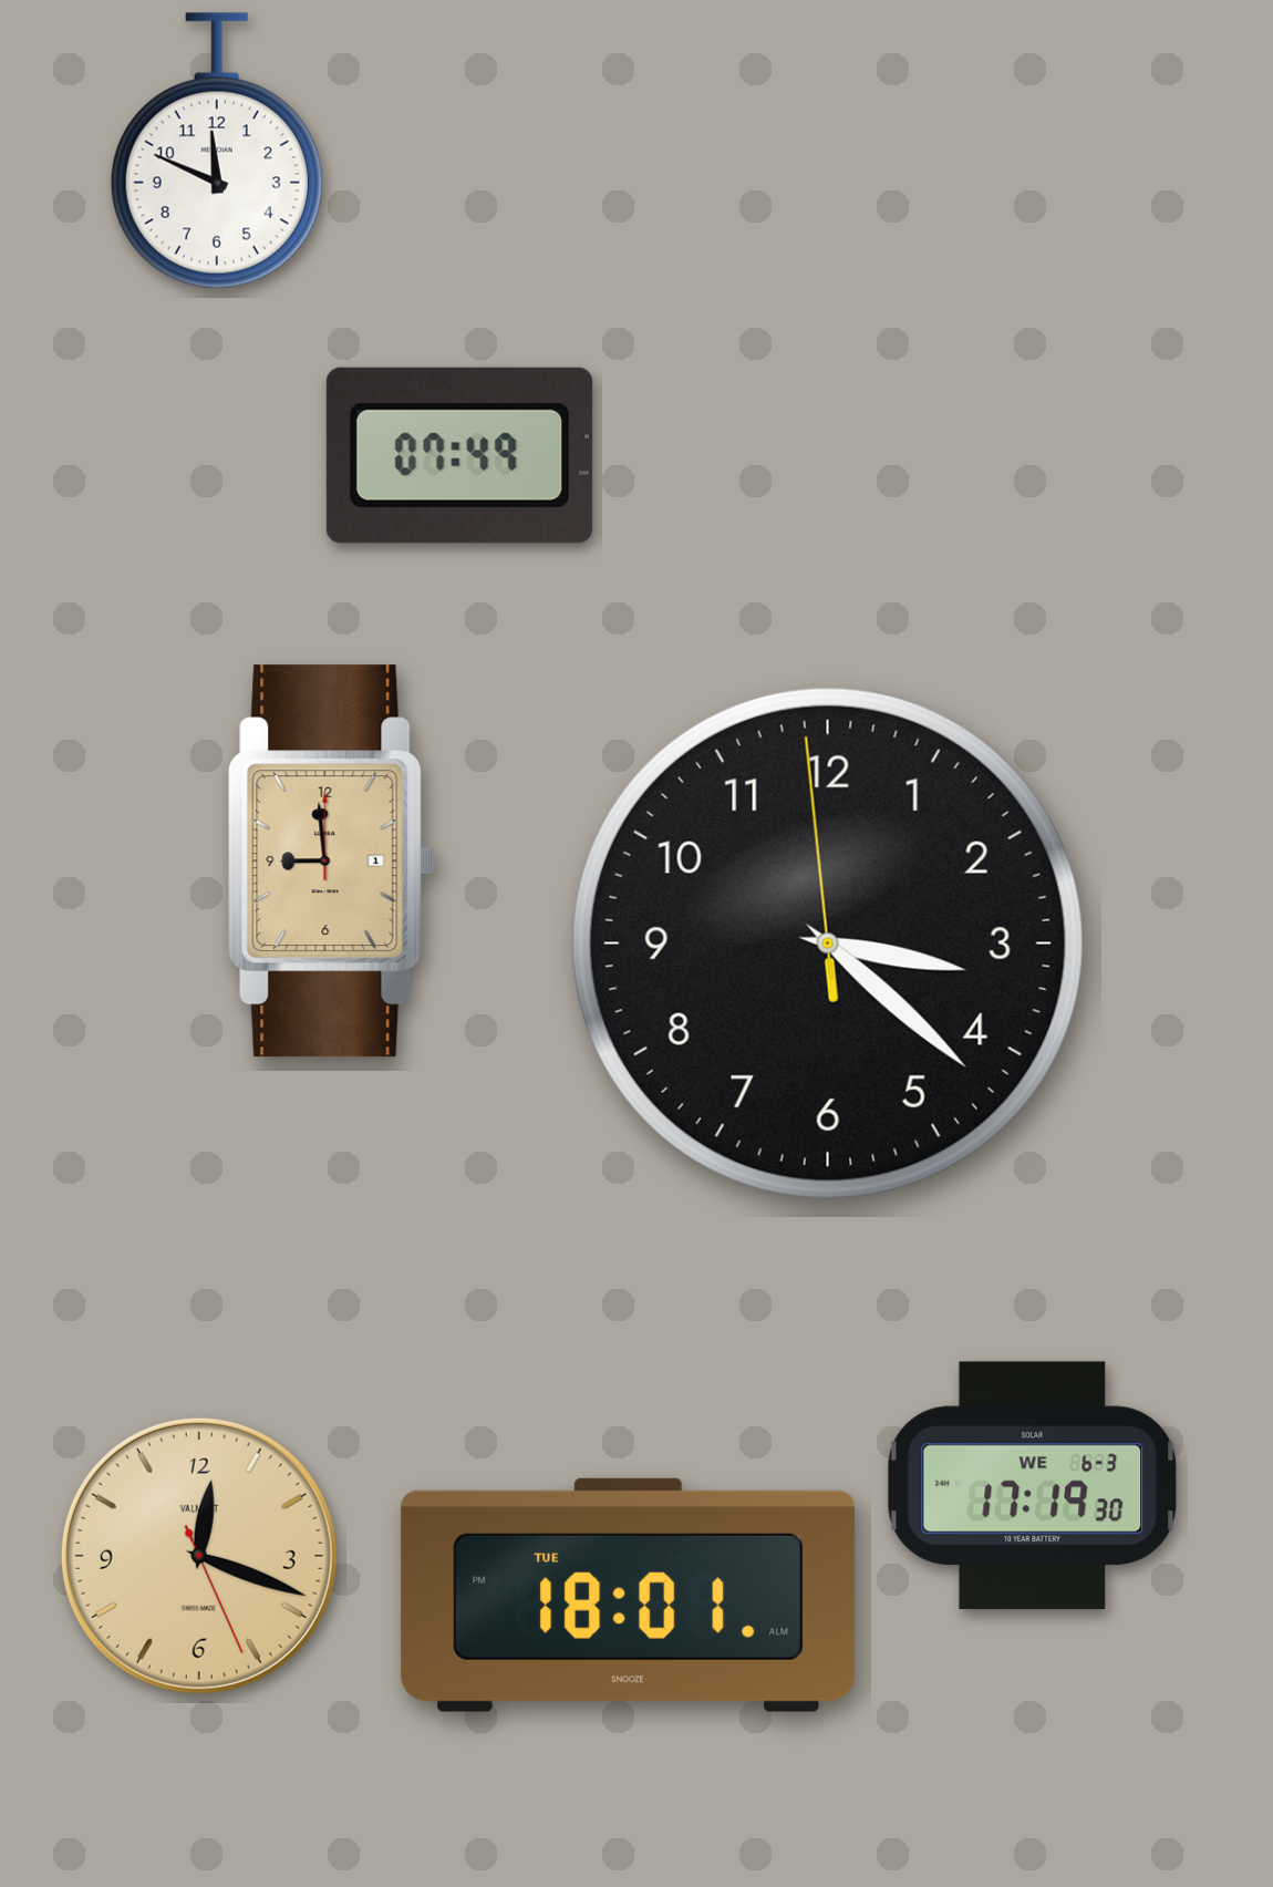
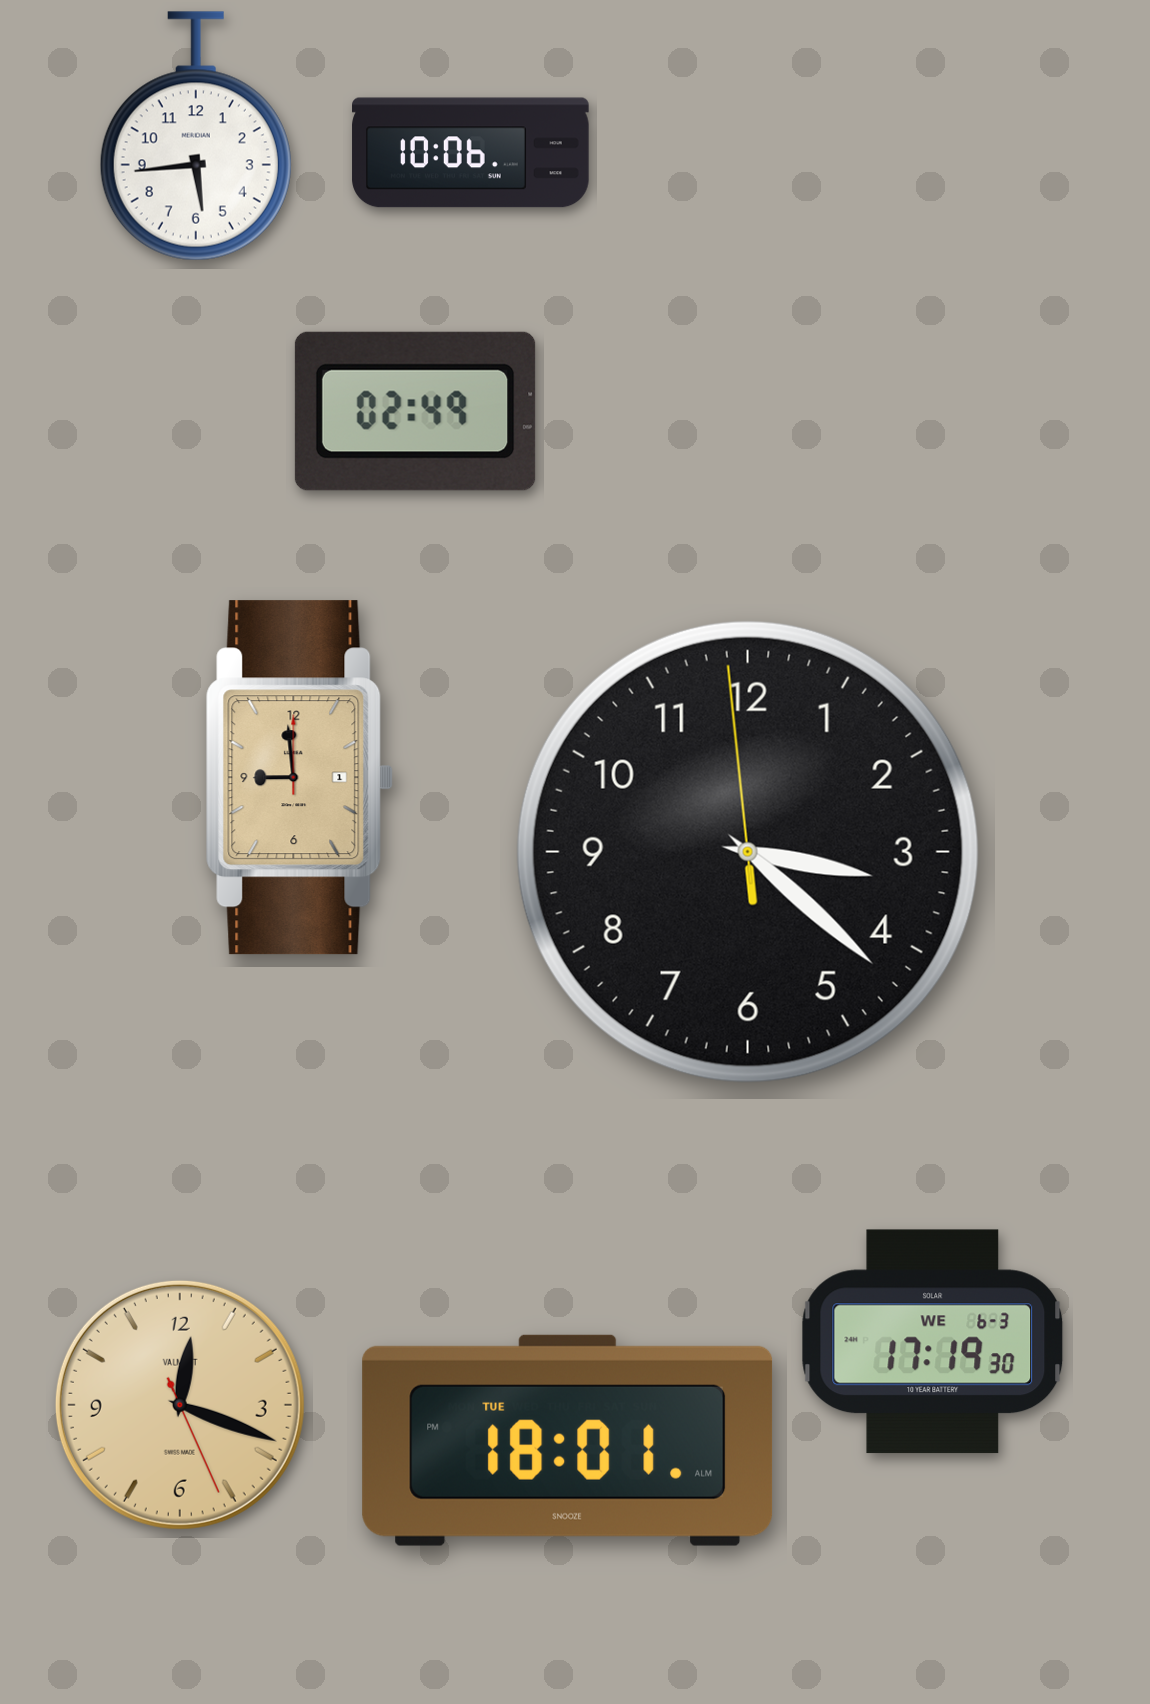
clock at (217, 151): 11:49 -> 5:44
clock at (471, 153): none -> 10:06
clock at (459, 455): 07:49 -> 02:49
